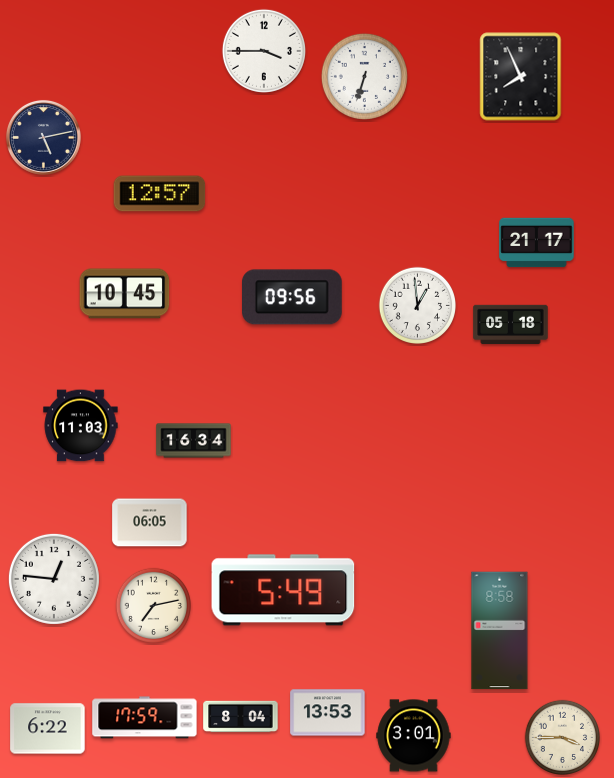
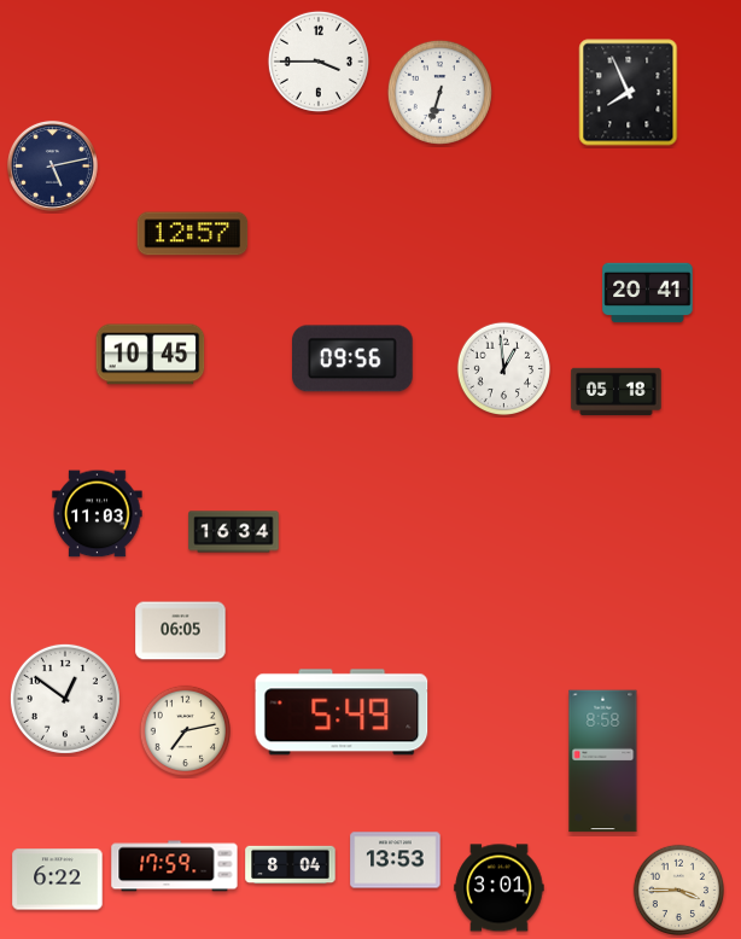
clock at (537, 243): 21:17 -> 20:41
clock at (54, 579): 12:46 -> 12:51
